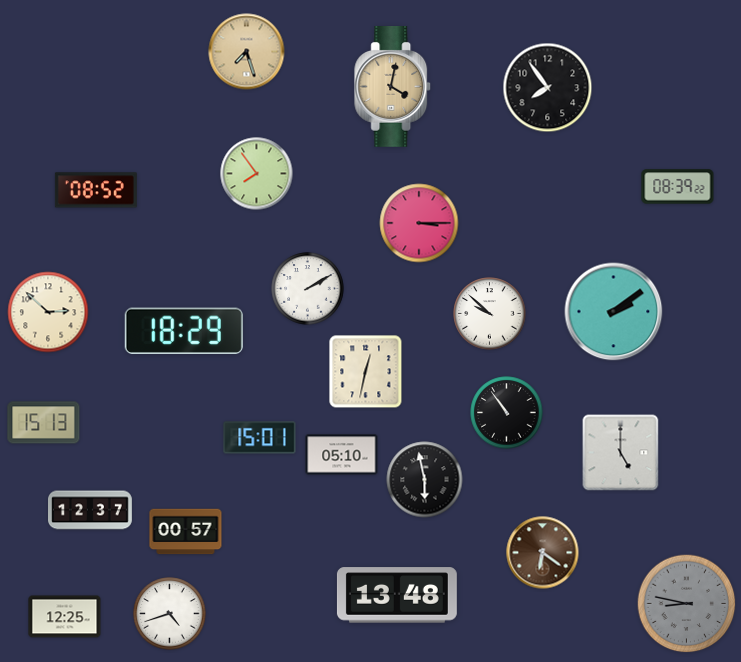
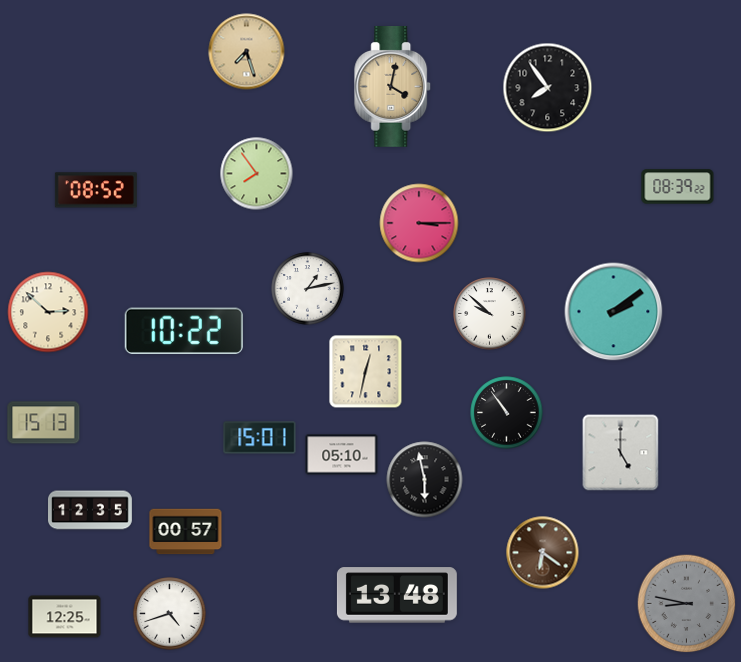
clock at (308, 289): 2:10 -> 1:13
clock at (184, 331): 18:29 -> 10:22
clock at (91, 510): 12:37 -> 12:35
